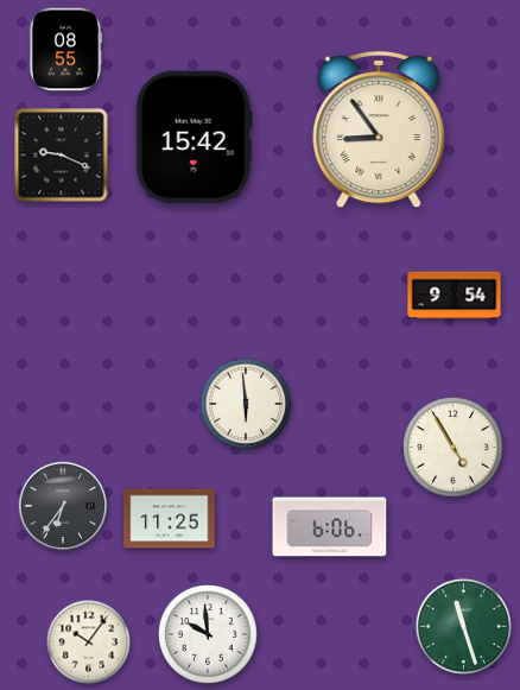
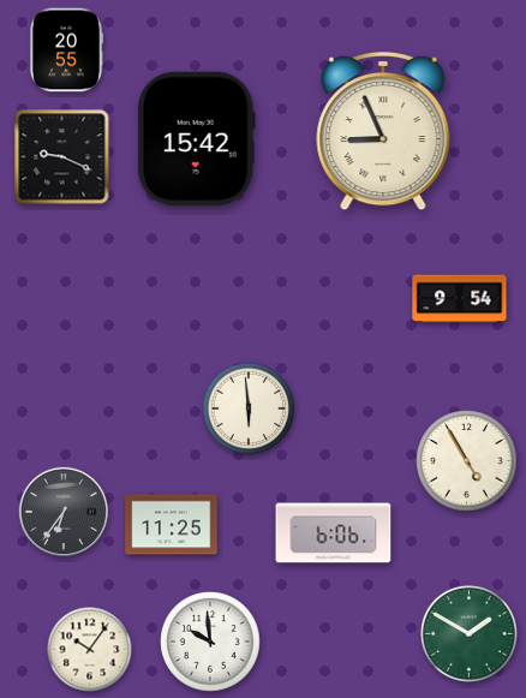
clock at (65, 50): 08:55 -> 20:55
clock at (379, 129): 8:54 -> 8:56
clock at (454, 448) position: (454, 448) -> (467, 461)
clock at (463, 626): 11:27 -> 1:50
